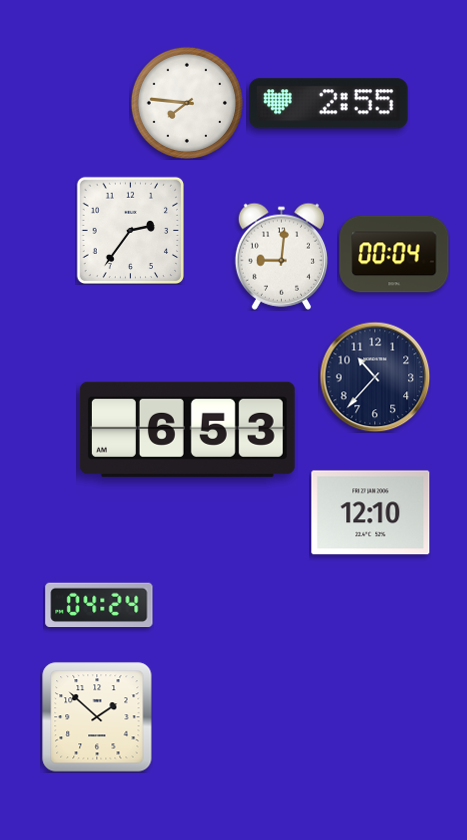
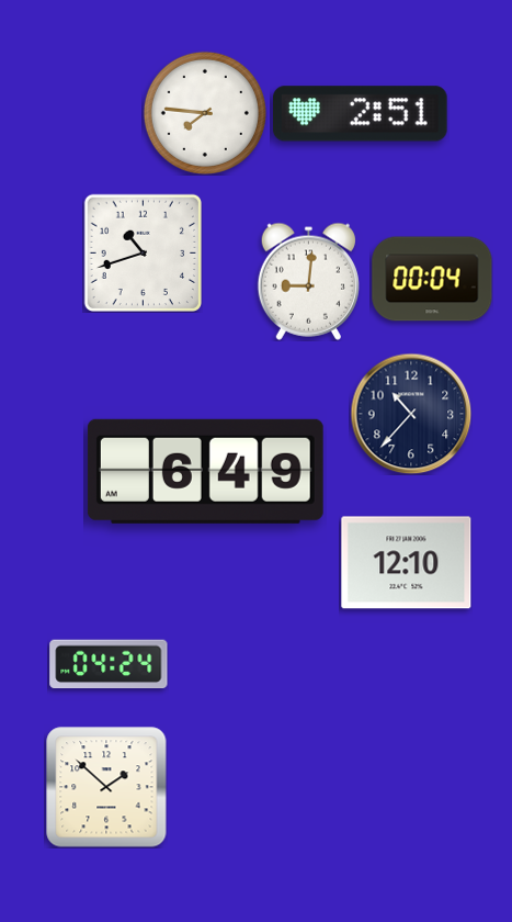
clock at (329, 104): 2:55 -> 2:51
clock at (130, 230): 2:36 -> 10:42
clock at (187, 429): 6:53 -> 6:49
